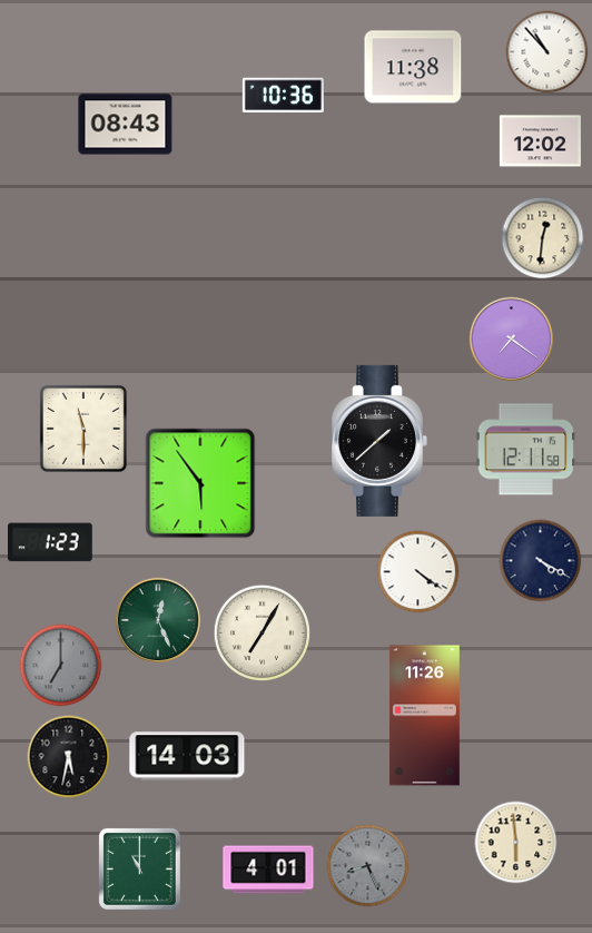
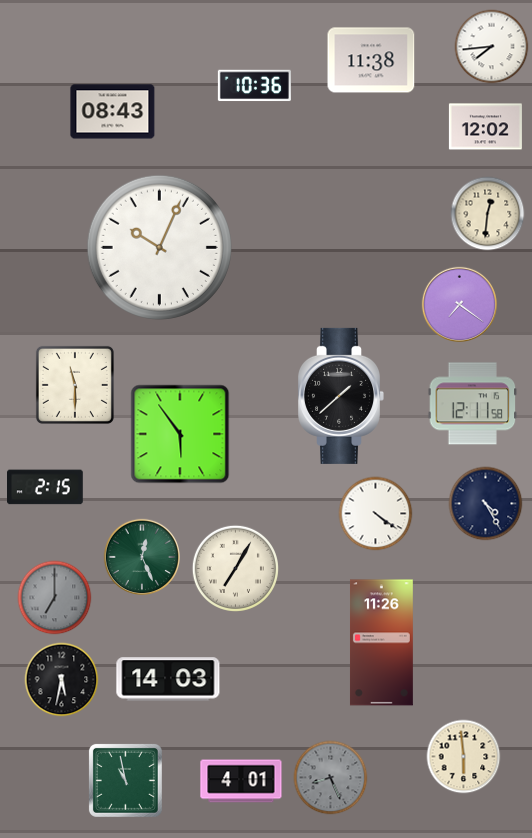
clock at (547, 52): 10:53 -> 7:44
clock at (159, 247): none -> 10:04
clock at (50, 542): 1:23 -> 2:15
clock at (541, 561): 4:20 -> 4:25
clock at (139, 868): 11:00 -> 10:58
